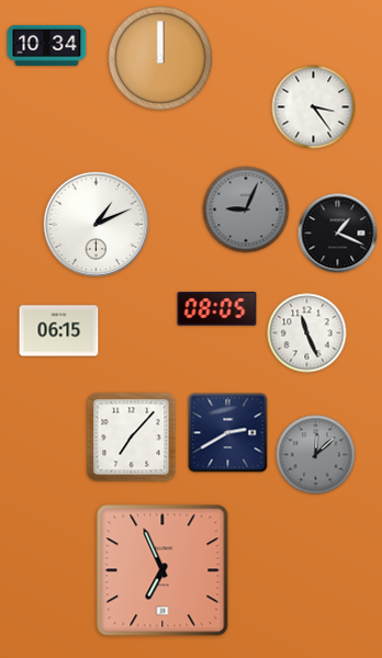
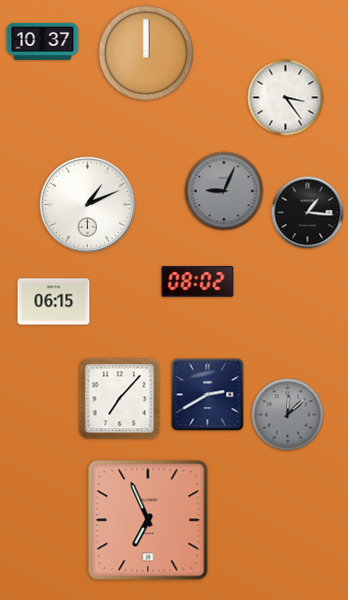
clock at (47, 45): 10:34 -> 10:37
clock at (338, 234): 1:19 -> 1:16
clock at (217, 309): 08:05 -> 08:02
clock at (307, 333): 11:26 -> none
